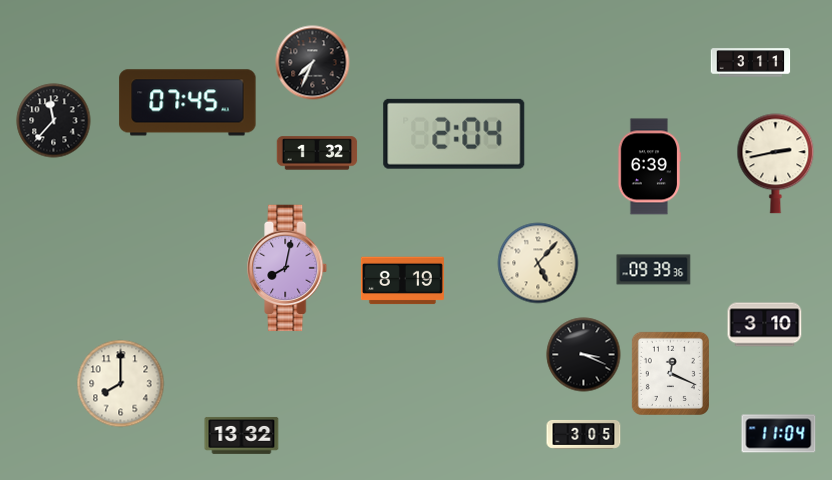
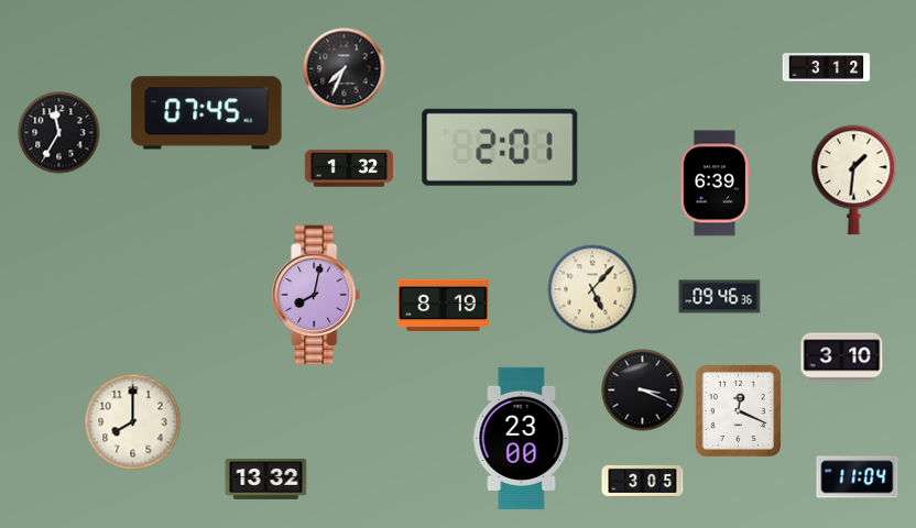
clock at (751, 63): 3:11 -> 3:12
clock at (54, 121): 11:37 -> 11:35
clock at (454, 134): 2:04 -> 2:01
clock at (776, 164): 2:43 -> 1:31
clock at (654, 270): 09:39 -> 09:46
clock at (402, 281) position: (402, 281) -> (443, 306)
clock at (522, 438): none -> 23:00
clock at (584, 434) position: (584, 434) -> (643, 481)
